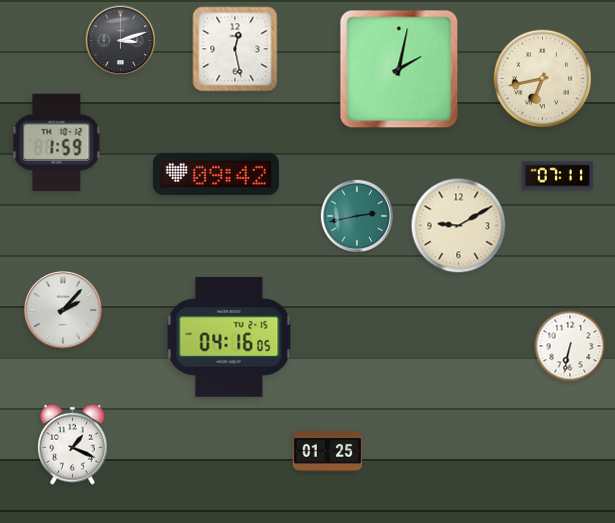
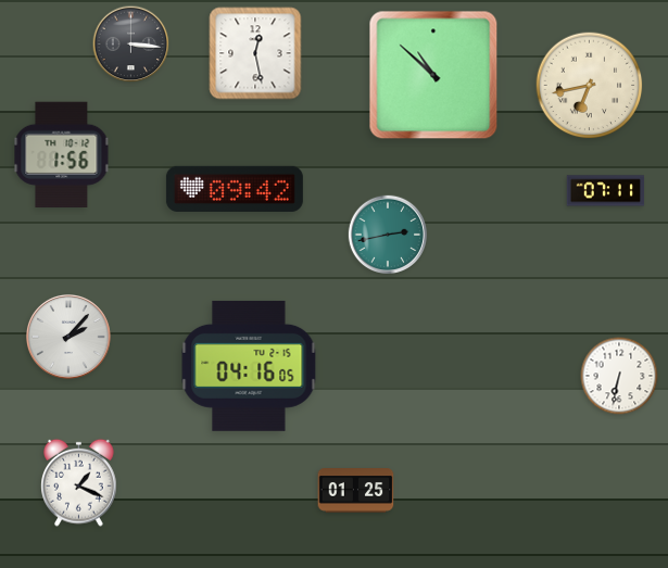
clock at (121, 41): 3:12 -> 3:16
clock at (399, 69): 2:02 -> 10:52
clock at (57, 142): 1:59 -> 1:56
clock at (459, 226): 9:10 -> none
